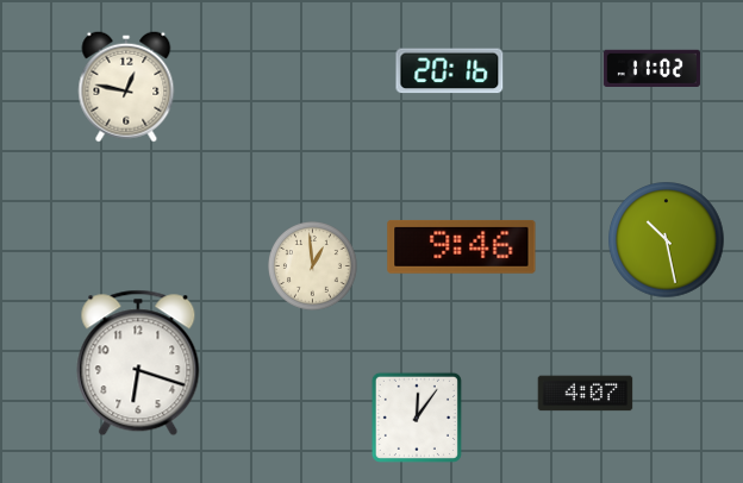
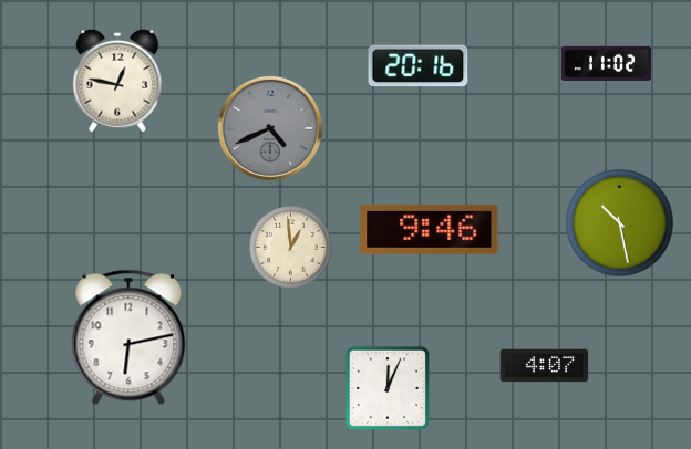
clock at (270, 128): none -> 4:41
clock at (138, 363): 6:18 -> 6:13
clock at (417, 418): 12:06 -> 12:04
